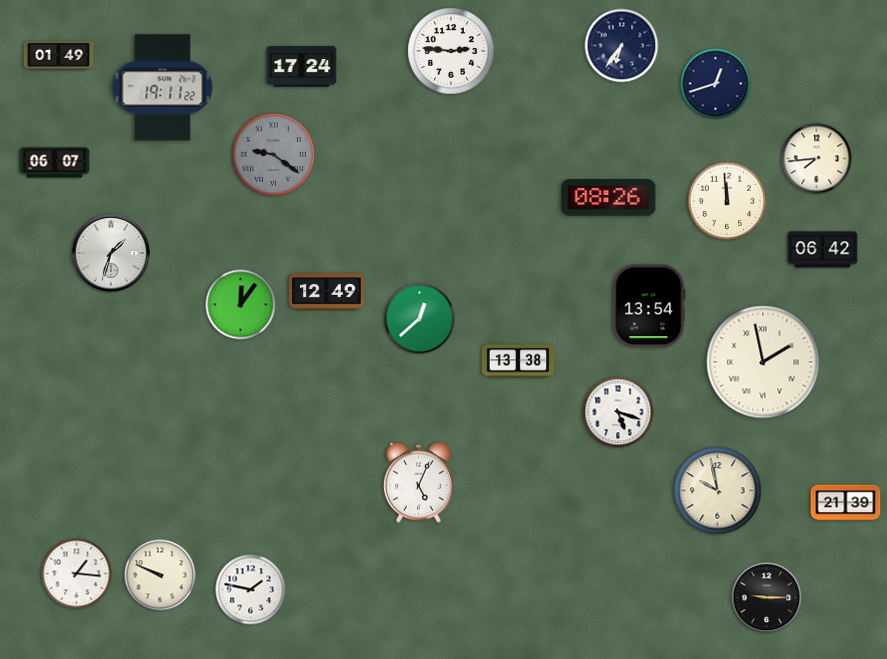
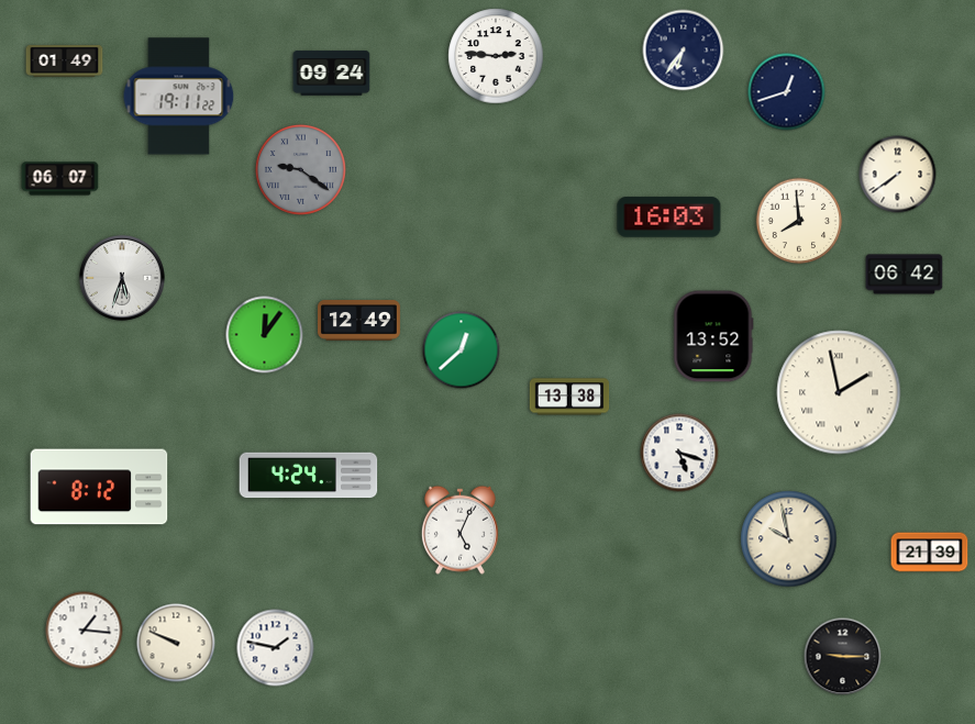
clock at (302, 67): 17:24 -> 09:24
clock at (817, 159): 7:44 -> 7:39
clock at (609, 198): 08:26 -> 16:03
clock at (727, 201): 11:59 -> 7:59
clock at (111, 253): 1:33 -> 5:33
clock at (649, 306): 13:54 -> 13:52
clock at (763, 362) position: (763, 362) -> (839, 392)
clock at (309, 476): none -> 4:24
clock at (99, 487): none -> 8:12
clock at (160, 575) position: (160, 575) -> (176, 643)
